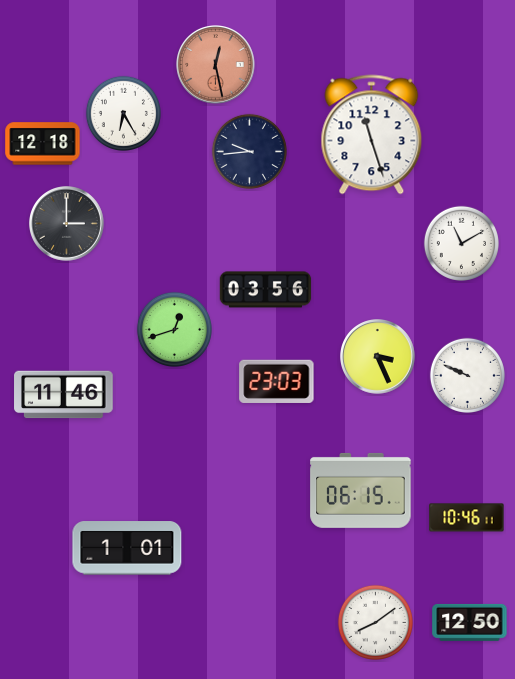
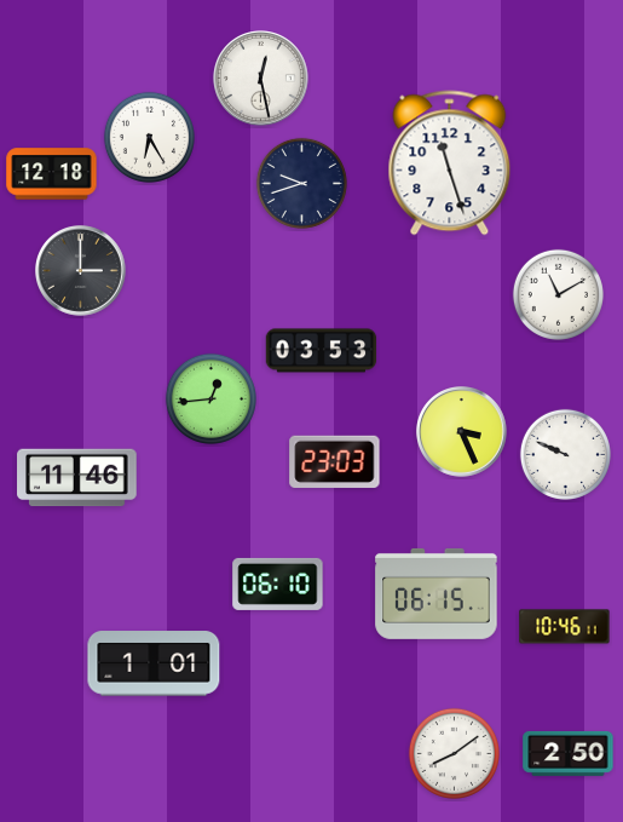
clock at (216, 65) dial: salmon -> white
clock at (249, 151): 9:44 -> 9:42
clock at (266, 290): 03:56 -> 03:53
clock at (174, 329): 12:42 -> 12:44
clock at (378, 357) position: (378, 357) -> (462, 432)
clock at (278, 584): none -> 06:10
clock at (470, 622): 12:50 -> 2:50
